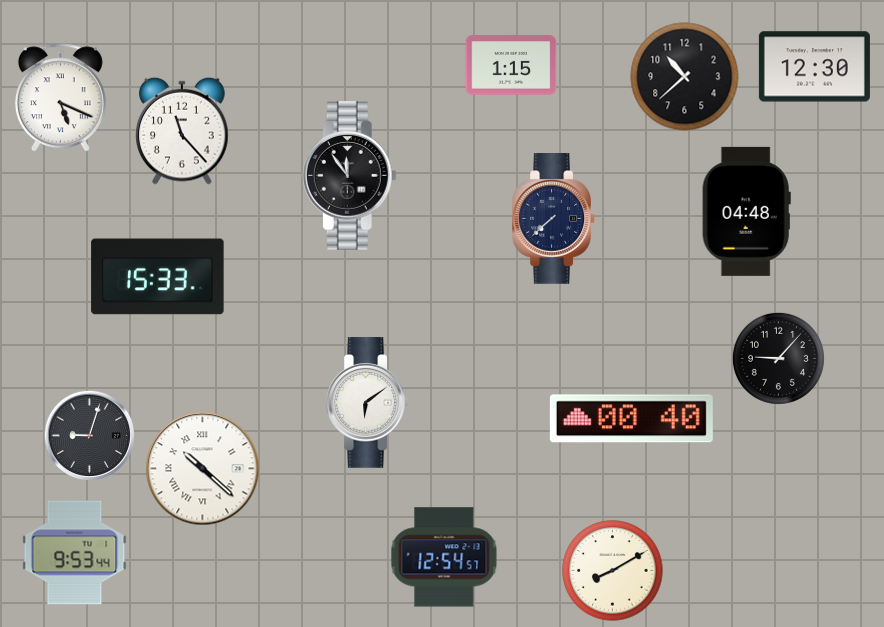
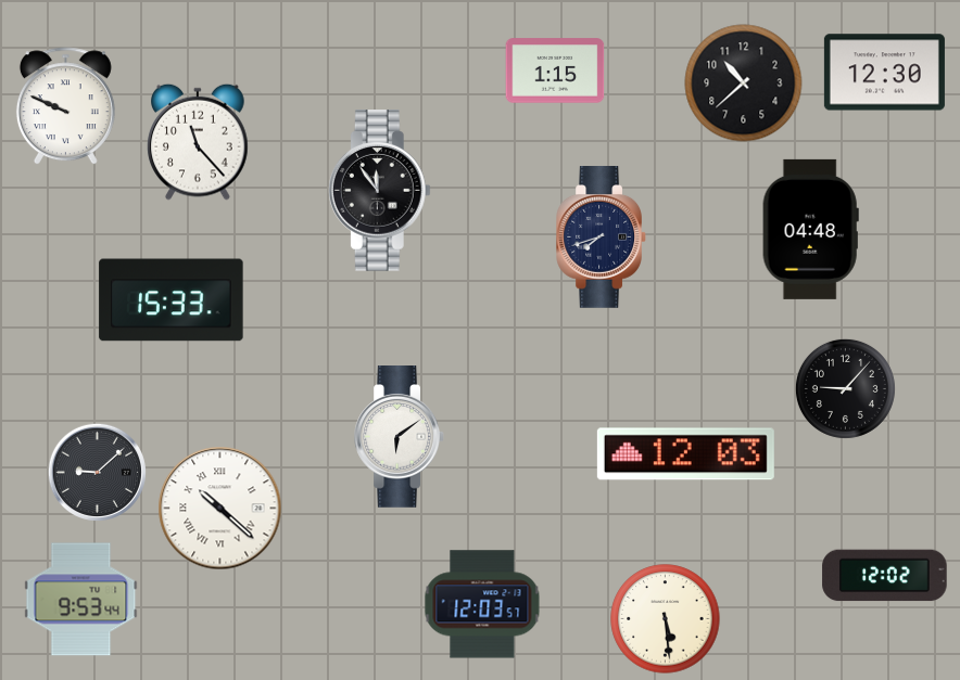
clock at (60, 98): 5:19 -> 9:49
clock at (553, 219): 7:38 -> 7:42
clock at (631, 419): 00:40 -> 12:03
clock at (89, 435): 9:03 -> 9:08
clock at (885, 576): none -> 12:02
clock at (444, 557): 12:54 -> 12:03
clock at (613, 571): 8:10 -> 5:29
